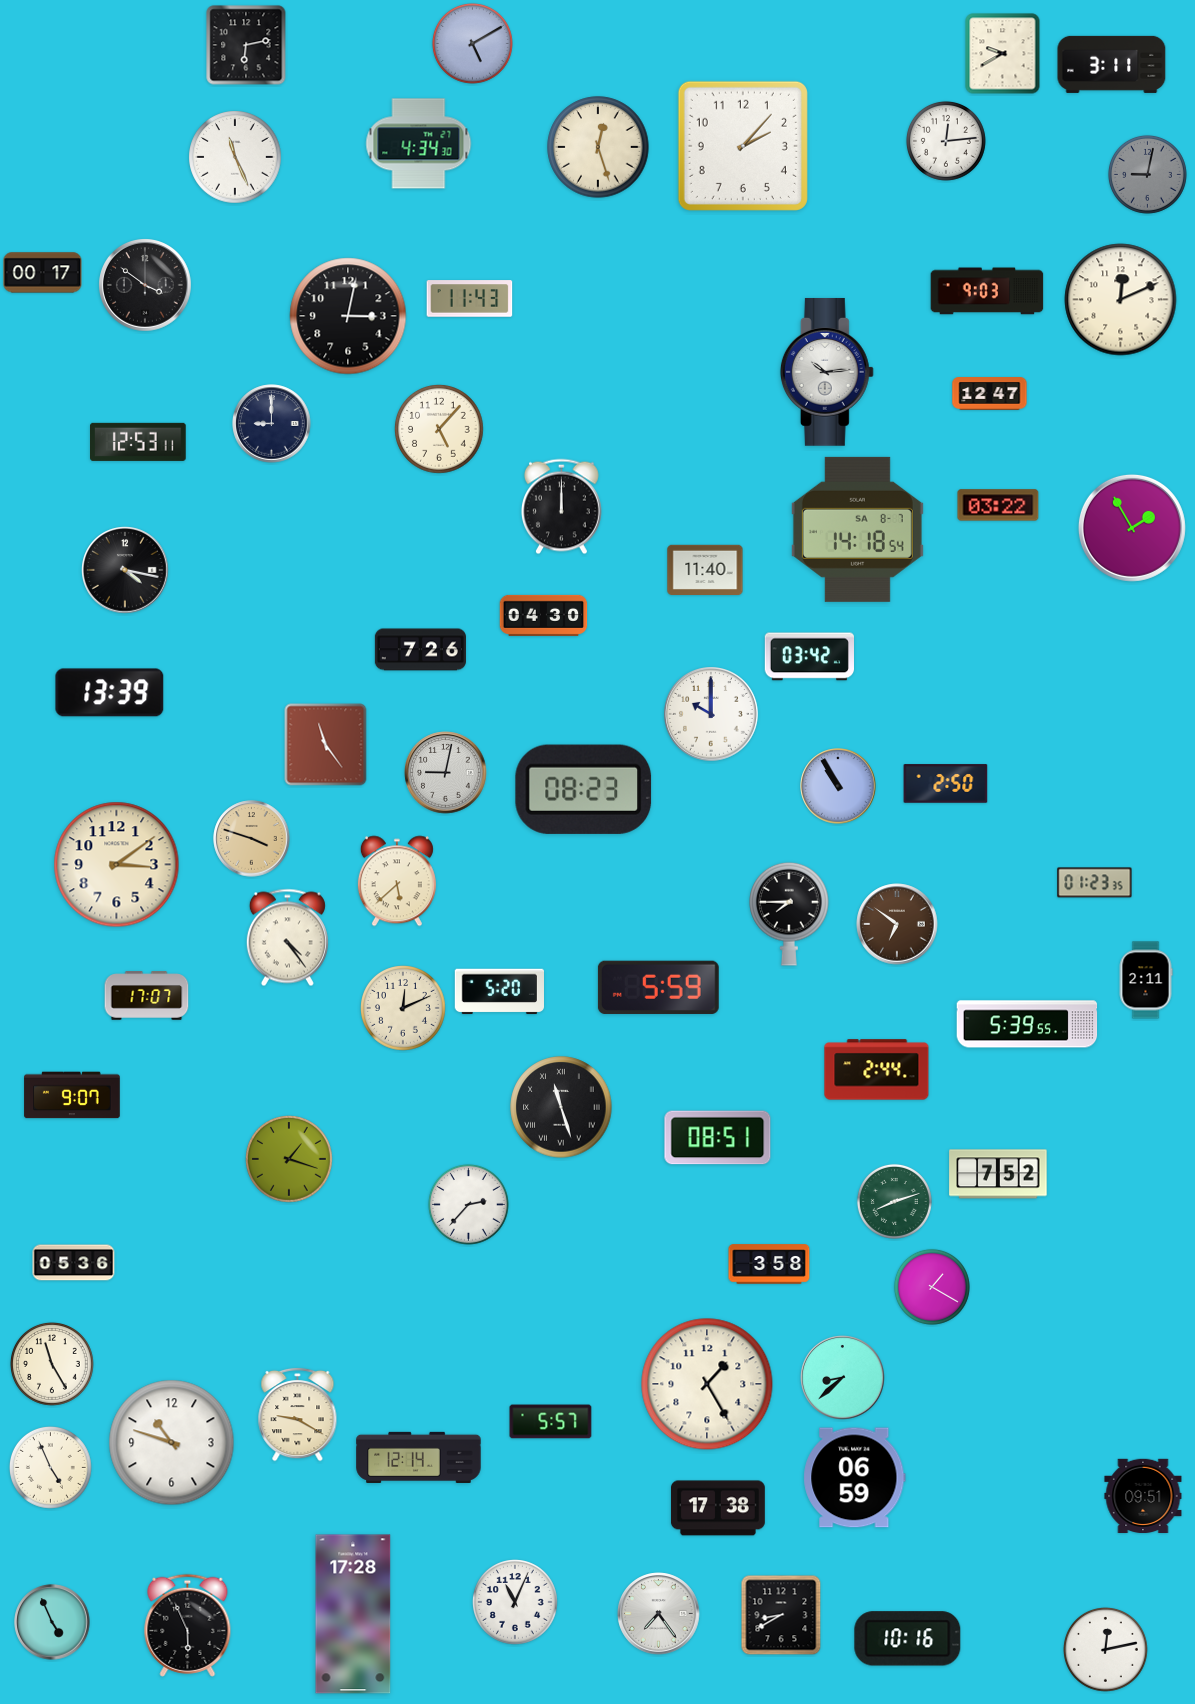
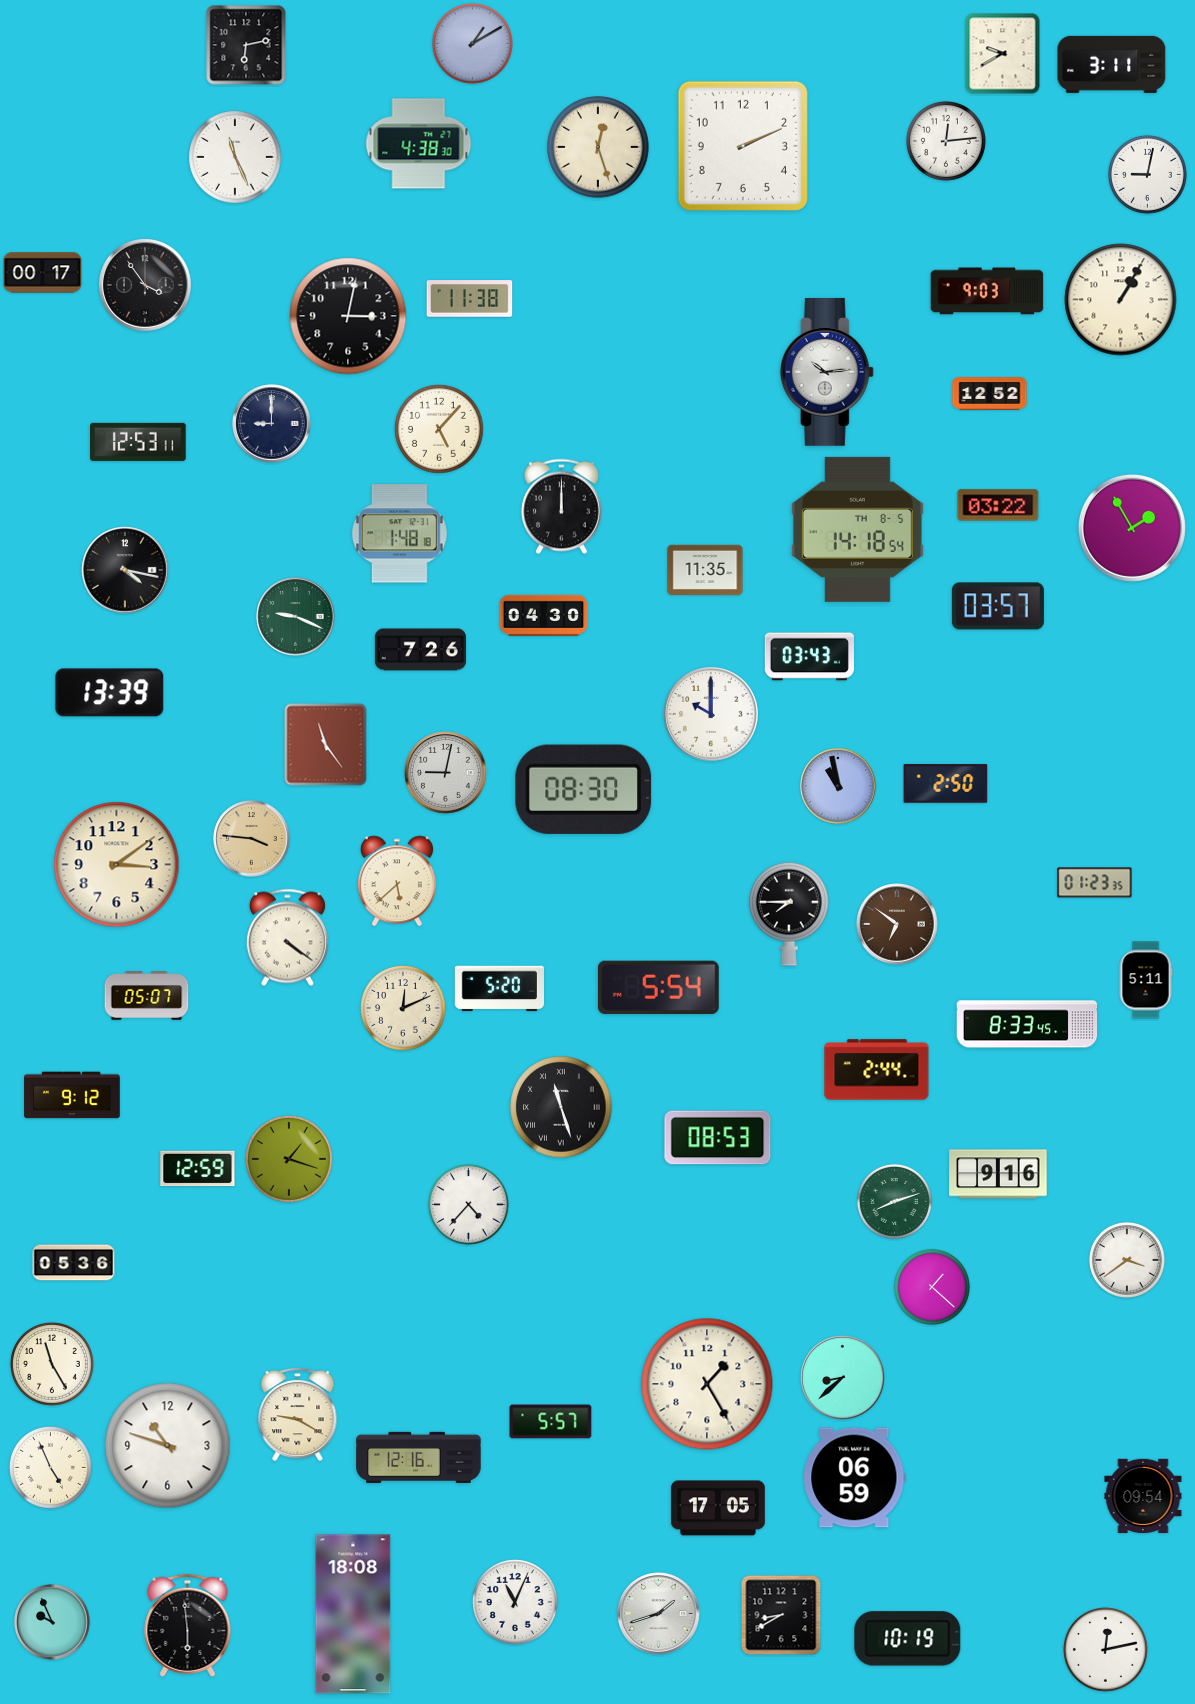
clock at (472, 43): 5:10 -> 1:10
clock at (419, 144): 4:34 -> 4:38
clock at (743, 146): 2:07 -> 2:11
clock at (1147, 174) dial: grey -> white
clock at (146, 286): 3:51 -> 3:54
clock at (470, 299): 11:43 -> 11:38
clock at (1121, 300): 12:11 -> 1:05
clock at (990, 394): 12:47 -> 12:52
clock at (857, 529) date: SA 8-7 -> TH 8-5
clock at (399, 534): none -> 1:48
clock at (705, 569): 11:40 -> 11:35
clock at (998, 606): none -> 03:57
clock at (296, 617): none -> 9:19
clock at (809, 657): 03:42 -> 03:43
clock at (838, 786): 10:55 -> 10:58
clock at (584, 789): 08:23 -> 08:30
clock at (252, 839): 3:48 -> 3:46
clock at (287, 938): 4:24 -> 4:21
clock at (1146, 980): 2:11 -> 5:11
clock at (658, 987): 5:59 -> 5:54
clock at (499, 992) position: (499, 992) -> (499, 989)
clock at (147, 996): 17:07 -> 05:07
clock at (1027, 1024): 5:39 -> 8:33
clock at (72, 1095): 9:07 -> 9:12
clock at (718, 1138): 08:51 -> 08:53
clock at (198, 1169): none -> 12:59
clock at (998, 1174): 7:52 -> 9:16
clock at (468, 1204): 2:37 -> 4:37
clock at (1127, 1260): none -> 3:39
clock at (769, 1264): 3:58 -> none
clock at (932, 1287): 1:20 -> 1:22
clock at (172, 1443) position: (172, 1443) -> (168, 1446)
clock at (419, 1457): 12:14 -> 12:16
clock at (1143, 1495): 09:51 -> 09:54
clock at (718, 1508): 17:38 -> 17:05
clock at (353, 1614): 17:28 -> 18:08
clock at (659, 1614): 7:24 -> 1:42
clock at (52, 1622): 4:56 -> 9:56
clock at (188, 1625): 5:56 -> 5:59
clock at (908, 1639): 10:16 -> 10:19
